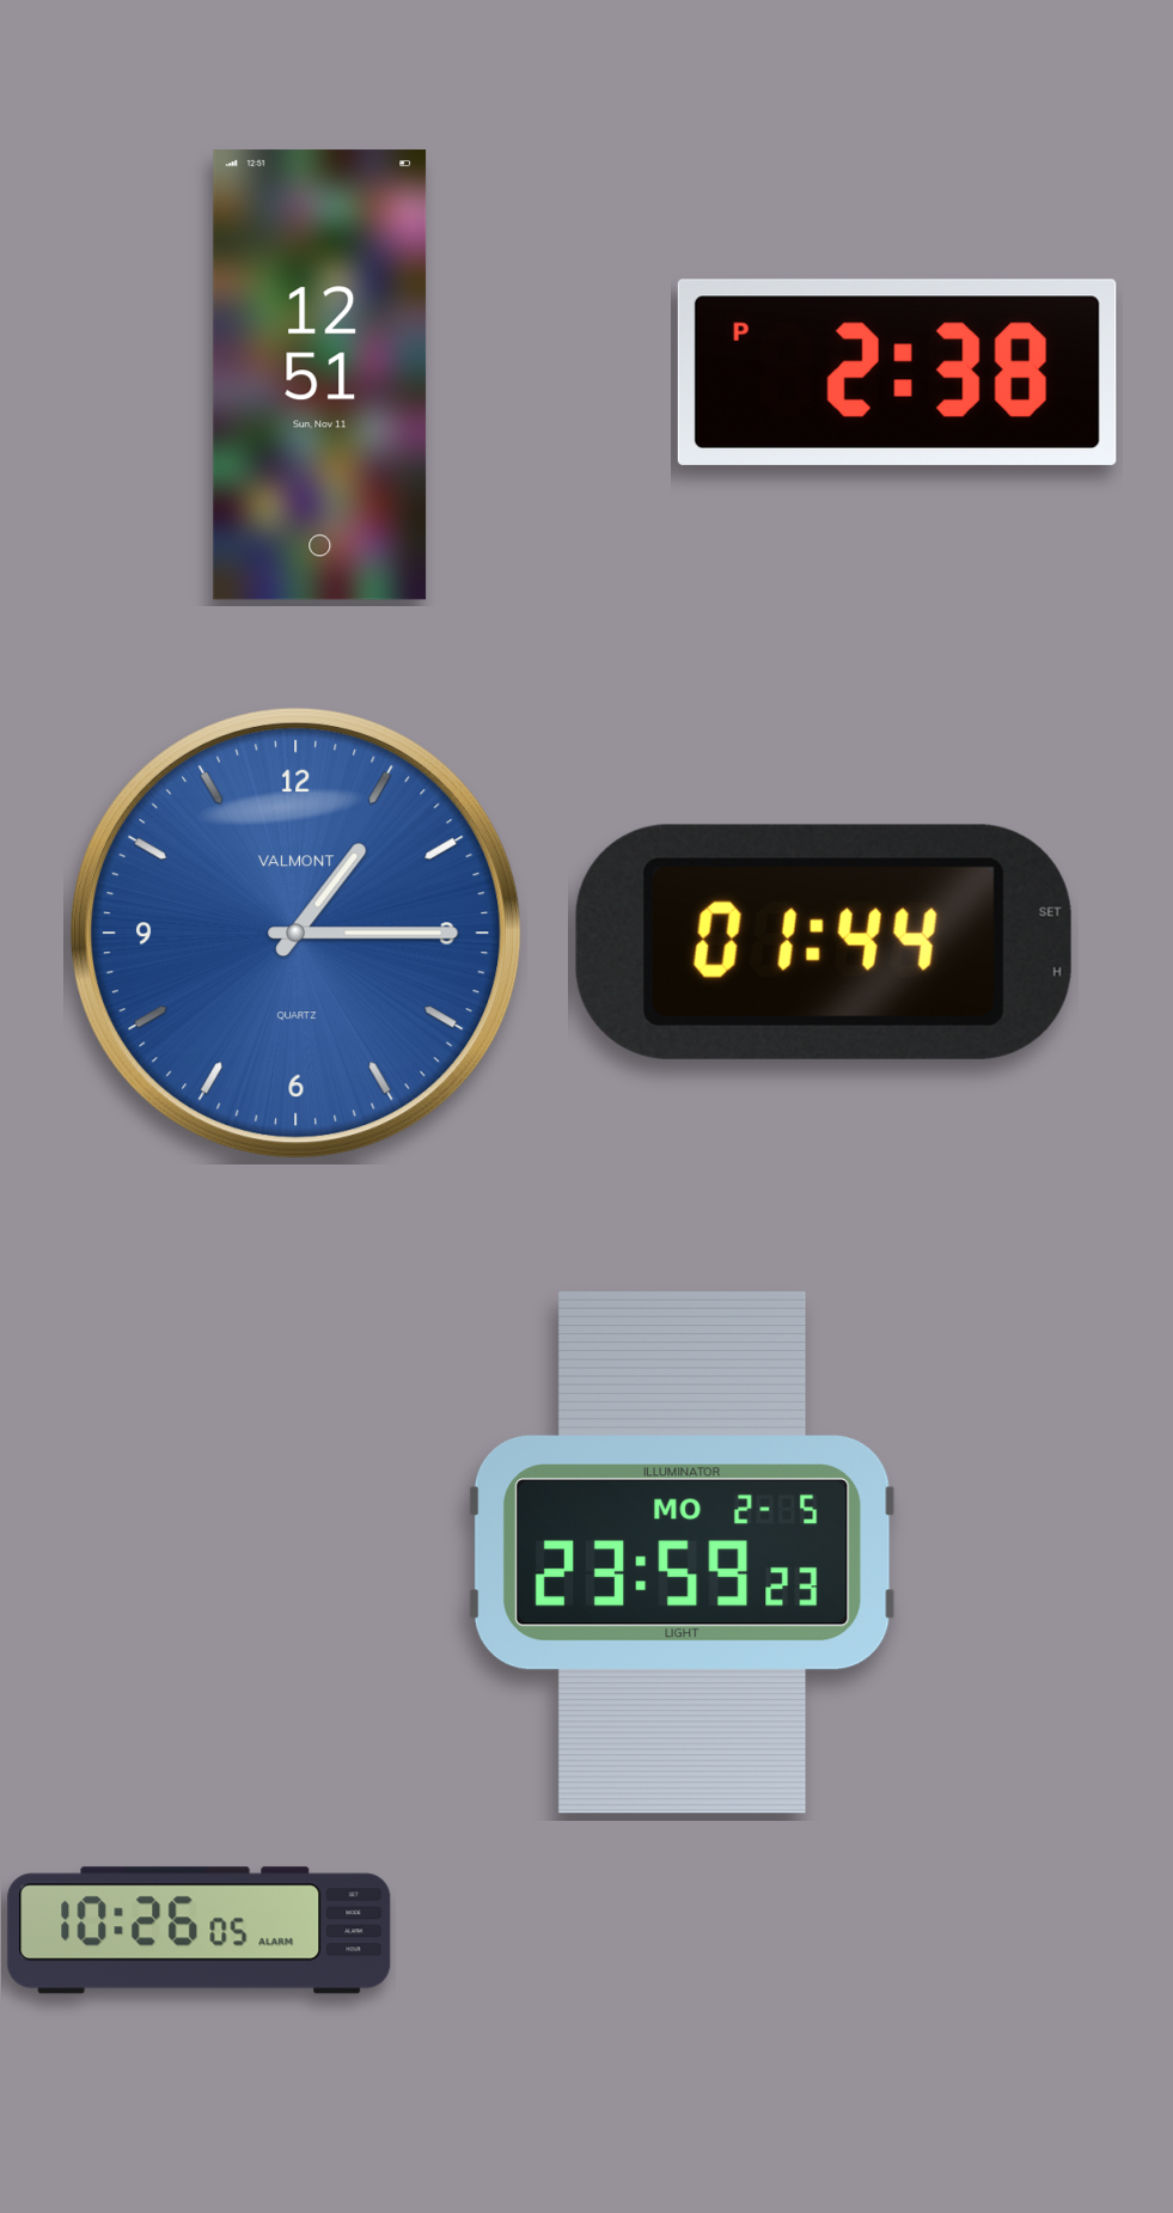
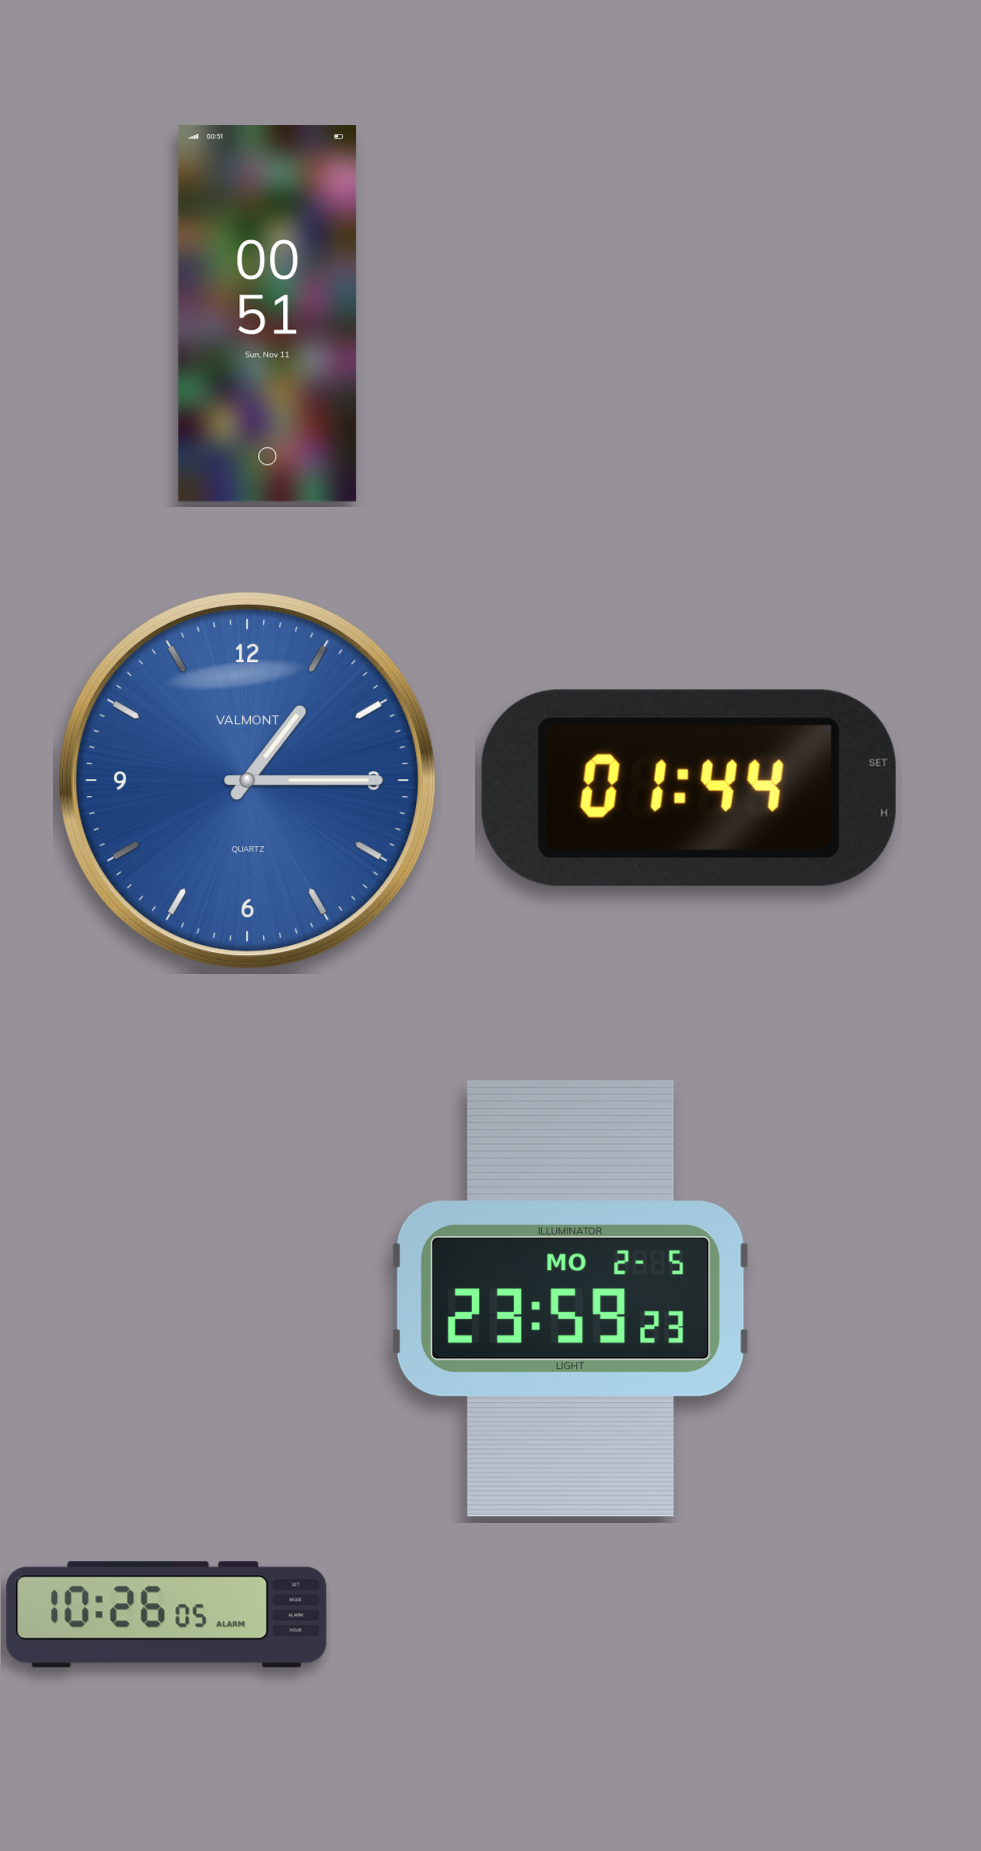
clock at (897, 372): 2:38 -> none
clock at (320, 375): 12:51 -> 00:51
